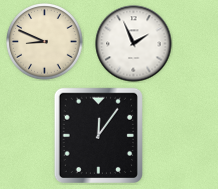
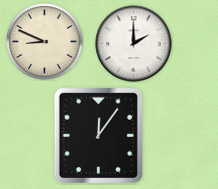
clock at (134, 44): 1:56 -> 2:00
